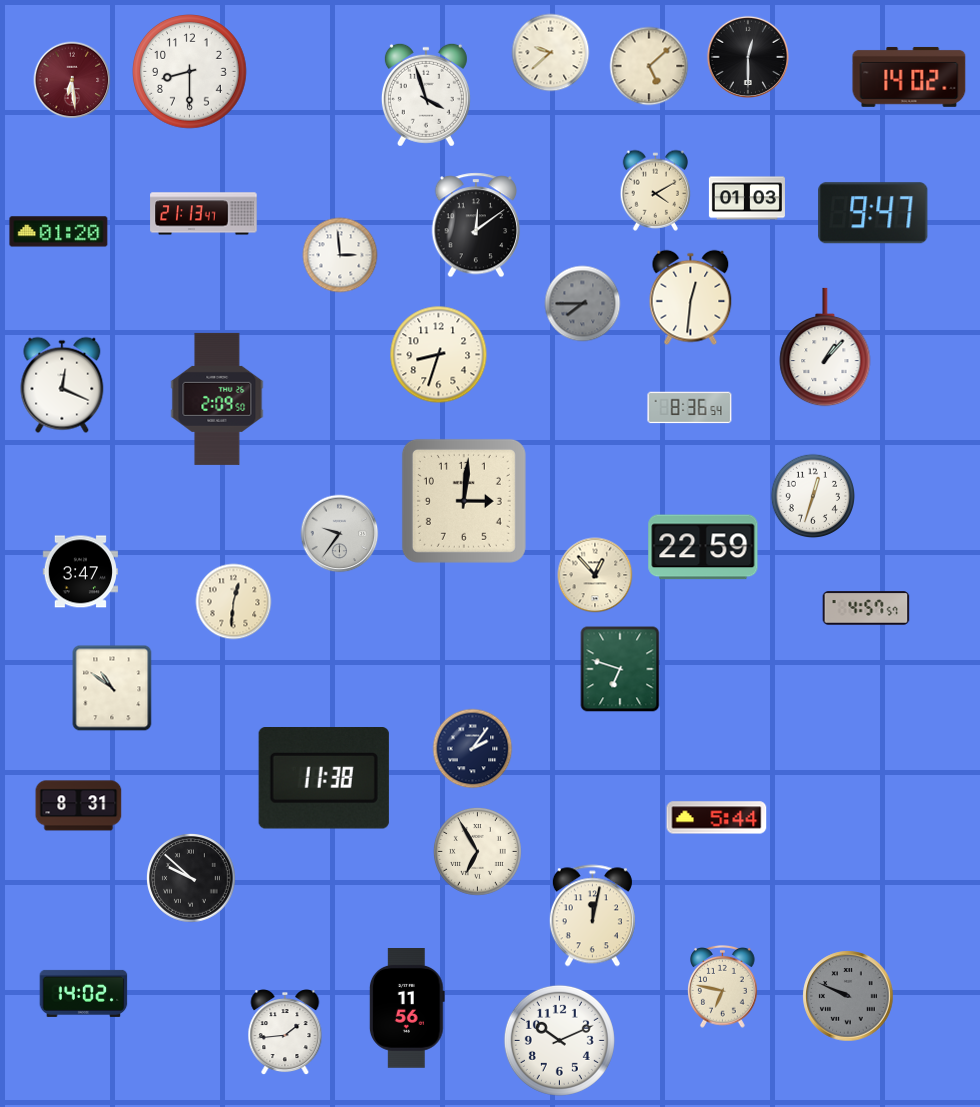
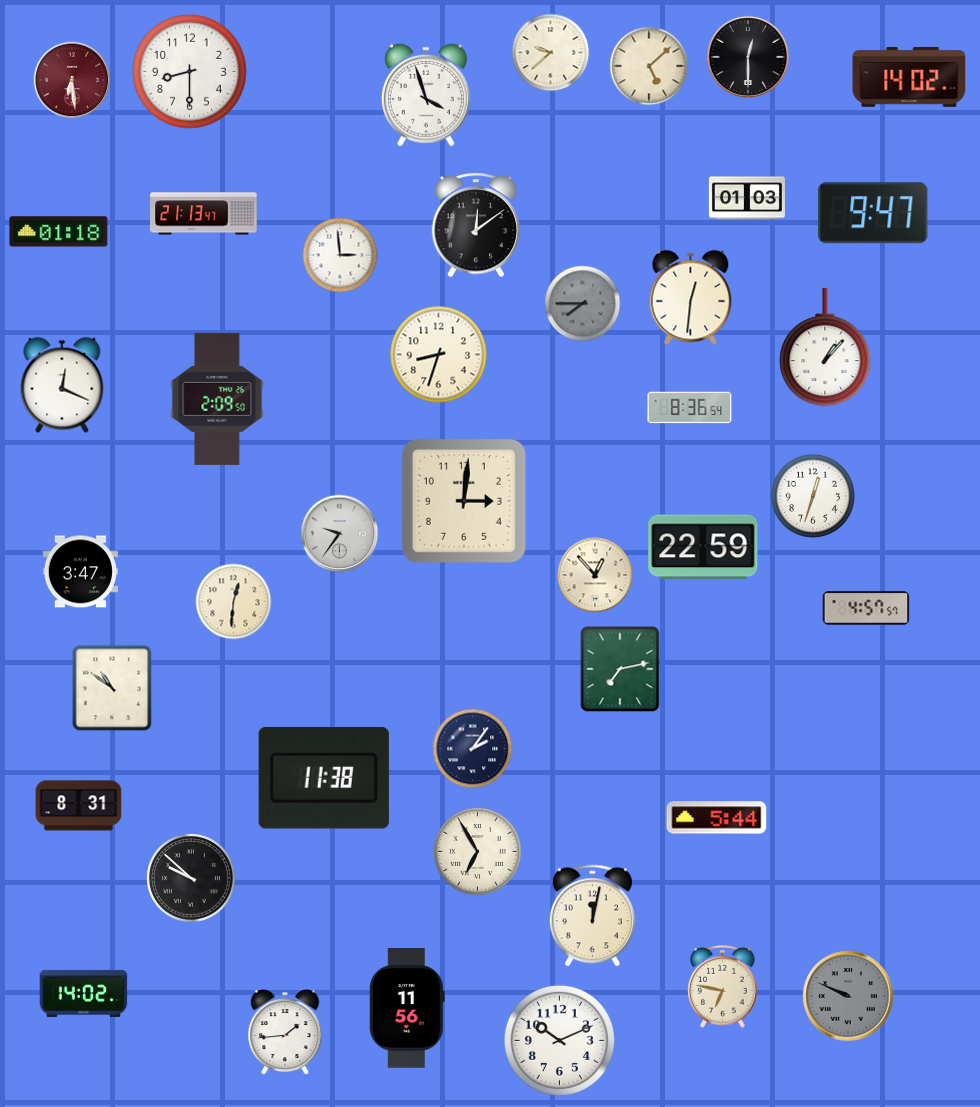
clock at (655, 190): 4:10 -> none
clock at (59, 232): 01:20 -> 01:18
clock at (620, 669): 6:48 -> 7:13
